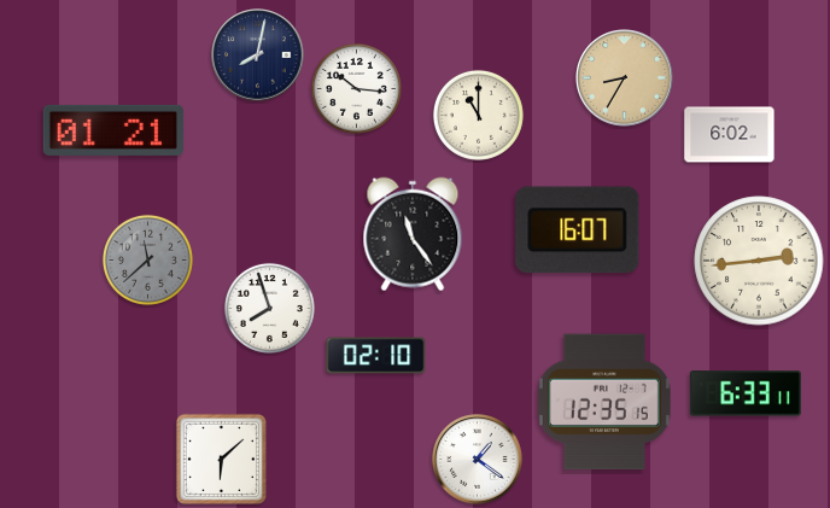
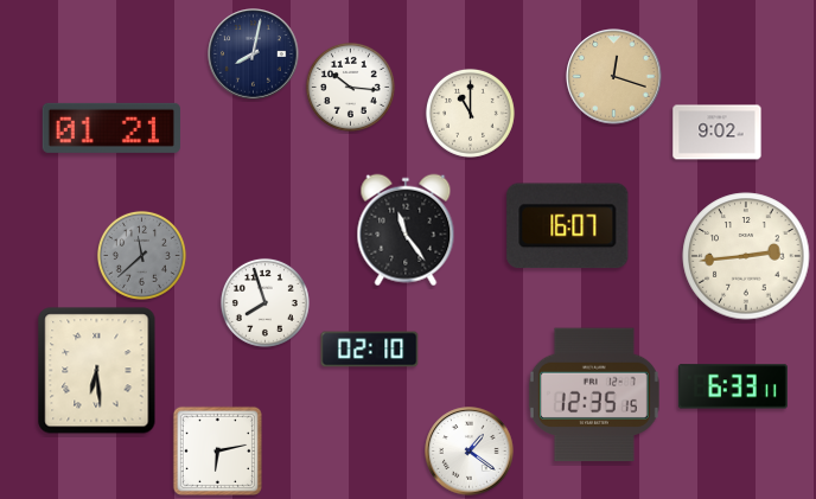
clock at (625, 78): 8:35 -> 12:18
clock at (730, 135): 6:02 -> 9:02
clock at (147, 259) position: (147, 259) -> (141, 255)
clock at (97, 371): none -> 6:29
clock at (221, 459): 6:08 -> 6:13
